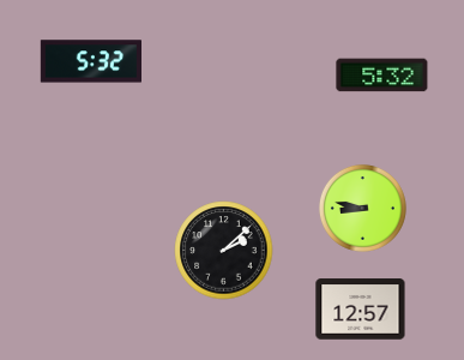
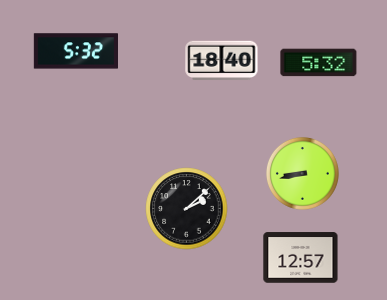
clock at (222, 61): none -> 18:40
clock at (362, 208): 8:47 -> 8:43
